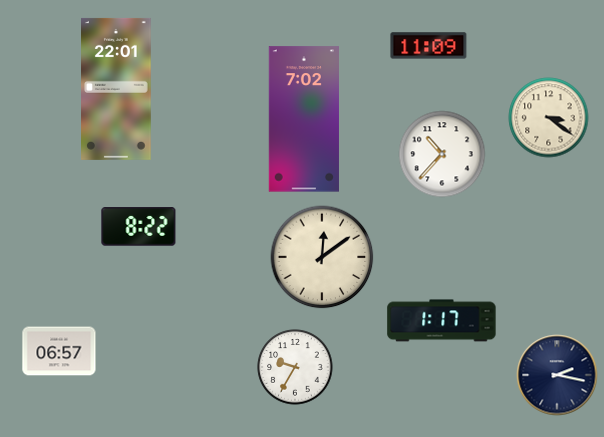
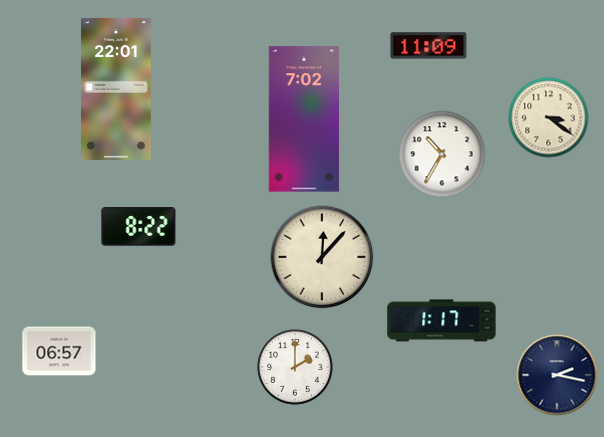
clock at (442, 154): 10:37 -> 10:35
clock at (322, 257): 12:09 -> 12:07
clock at (295, 367): 9:35 -> 2:00
